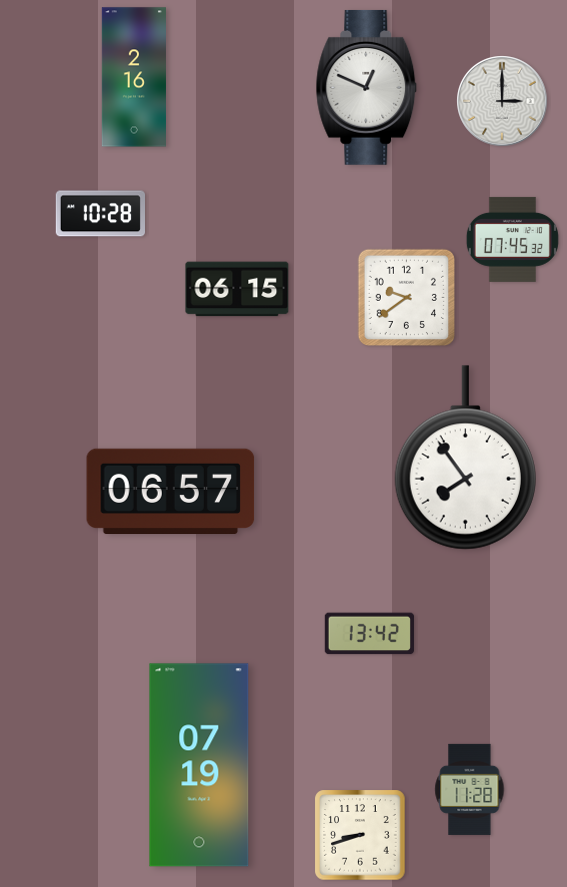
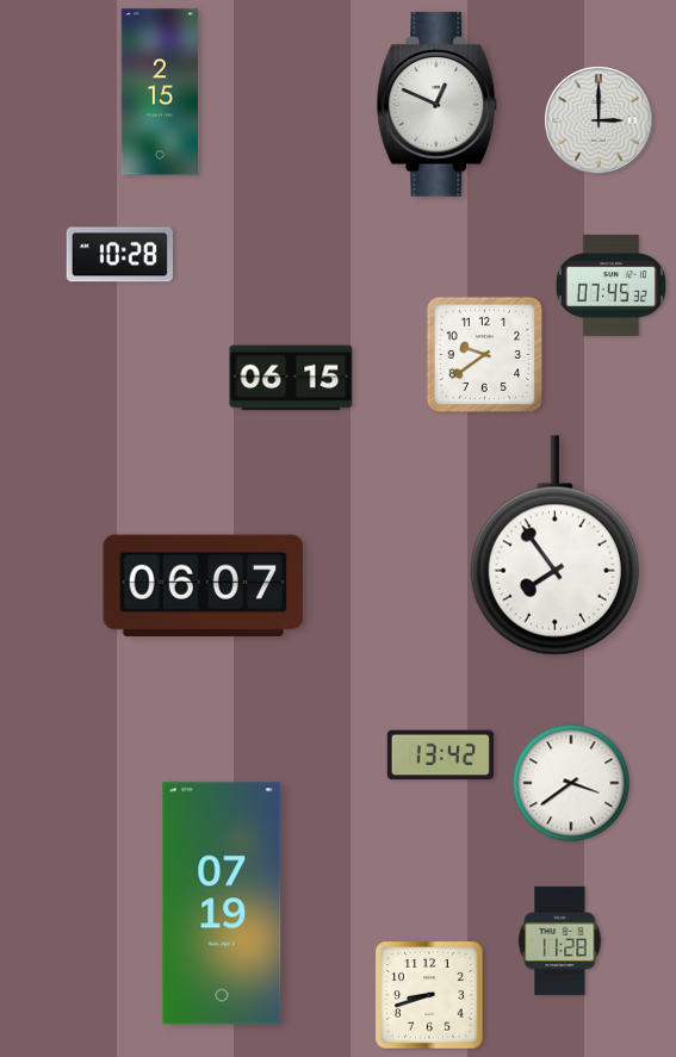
clock at (134, 77): 2:16 -> 2:15
clock at (237, 289) position: (237, 289) -> (291, 378)
clock at (171, 491): 06:57 -> 06:07
clock at (571, 783): none -> 3:39
clock at (199, 765) position: (199, 765) -> (222, 903)
